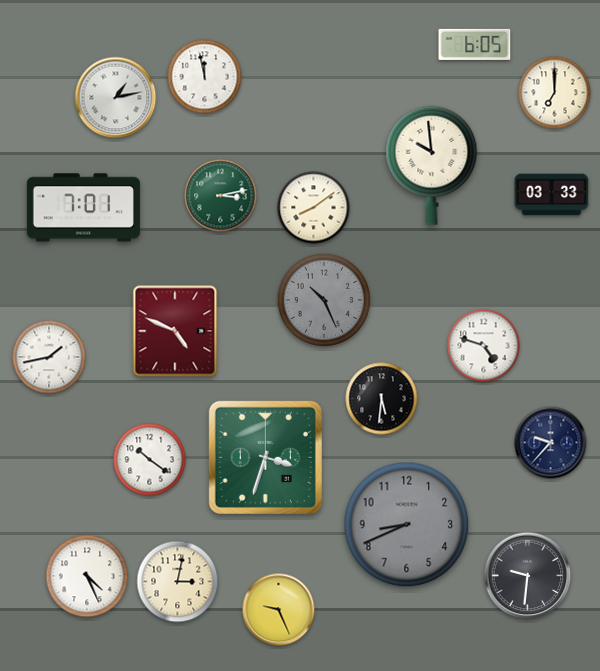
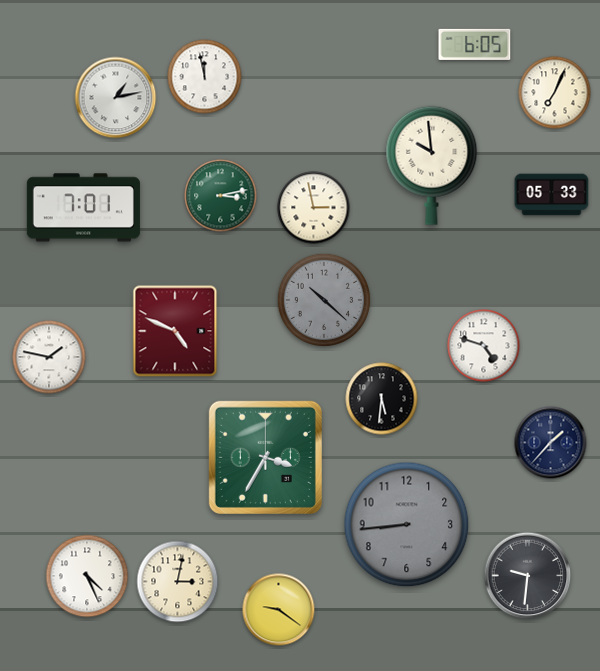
clock at (555, 93): 7:00 -> 7:04
clock at (552, 195): 03:33 -> 05:33
clock at (314, 208): 8:09 -> 2:58
clock at (323, 299): 10:26 -> 10:22
clock at (49, 357): 1:43 -> 1:47
clock at (551, 443): 9:37 -> 1:37
clock at (265, 457): 3:33 -> 3:35
clock at (150, 460): 10:21 -> none
clock at (407, 525): 8:41 -> 8:44
clock at (279, 610): 9:26 -> 9:21
